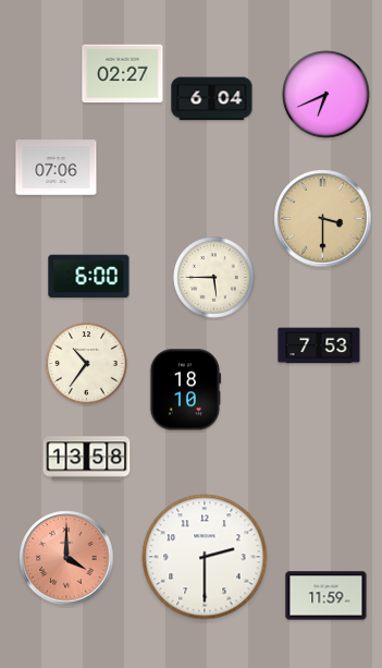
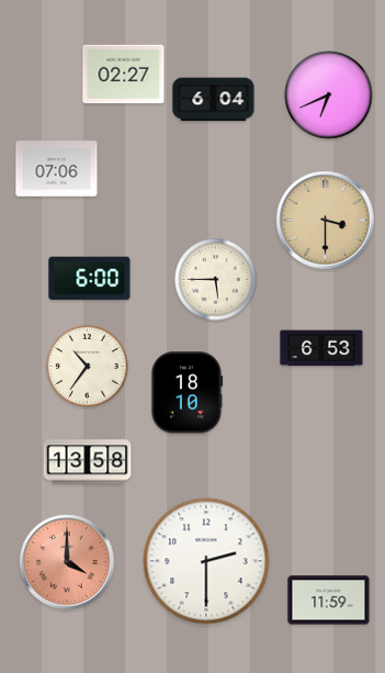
clock at (319, 345): 7:53 -> 6:53
